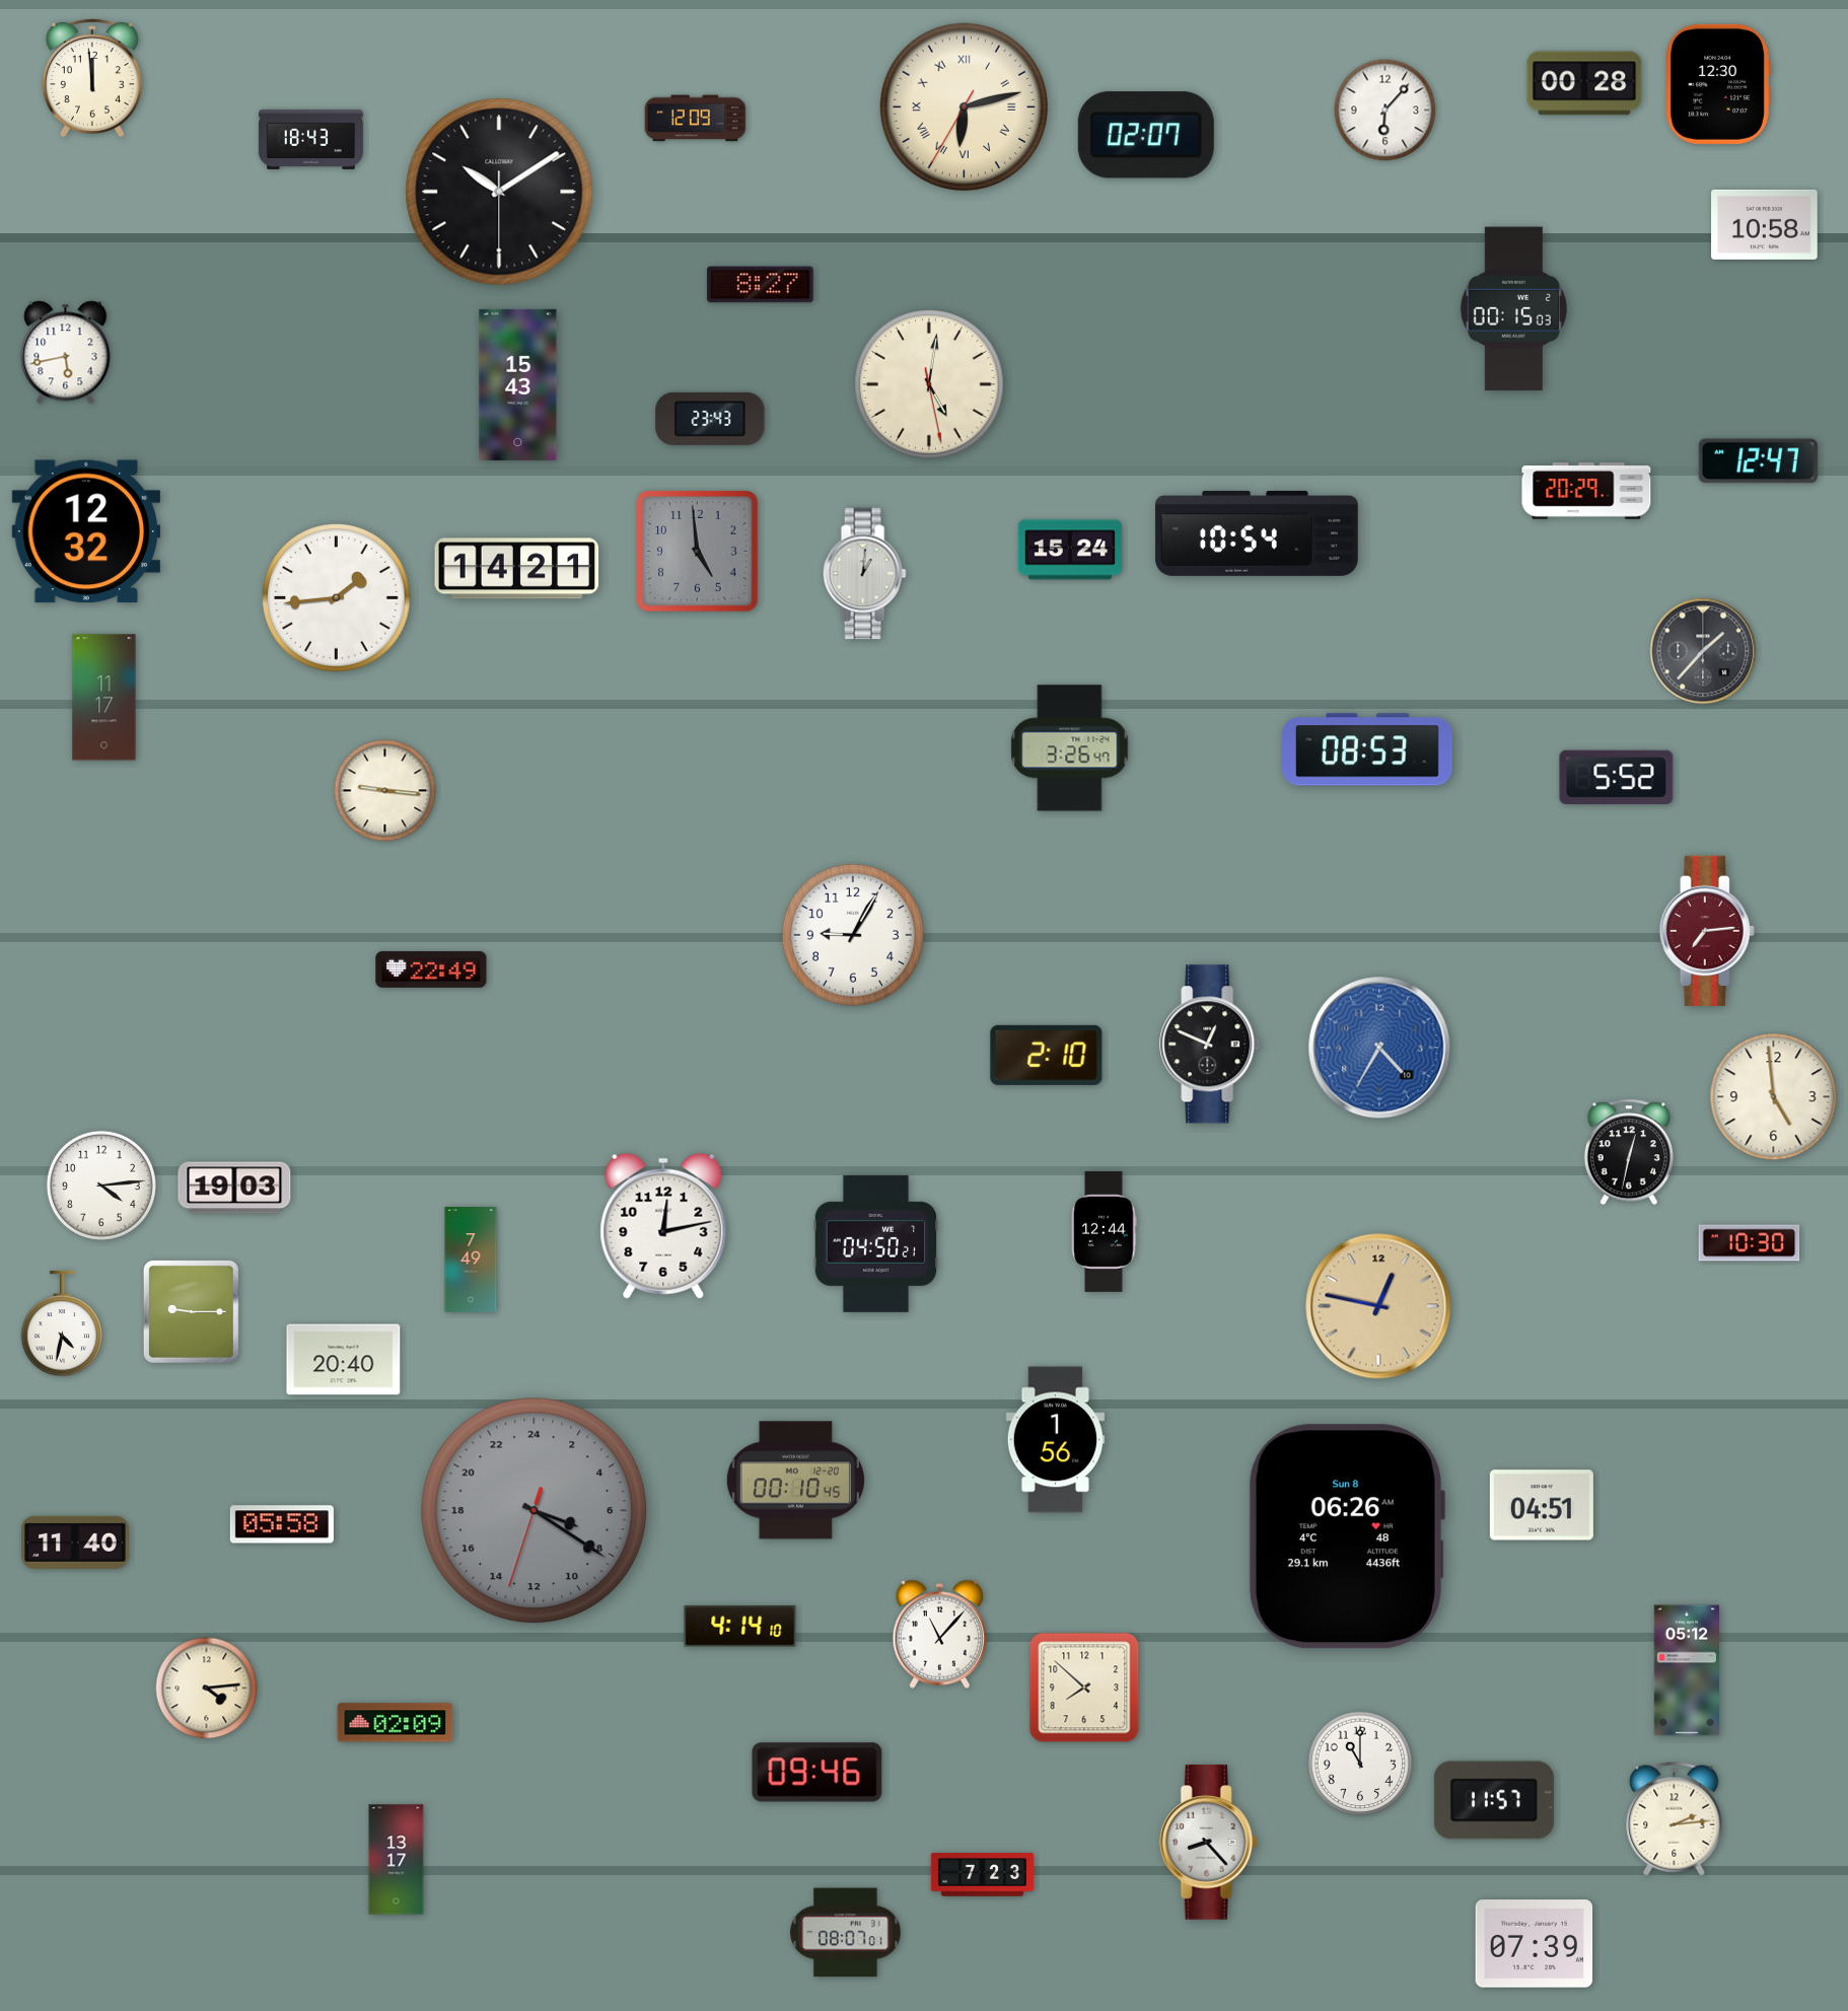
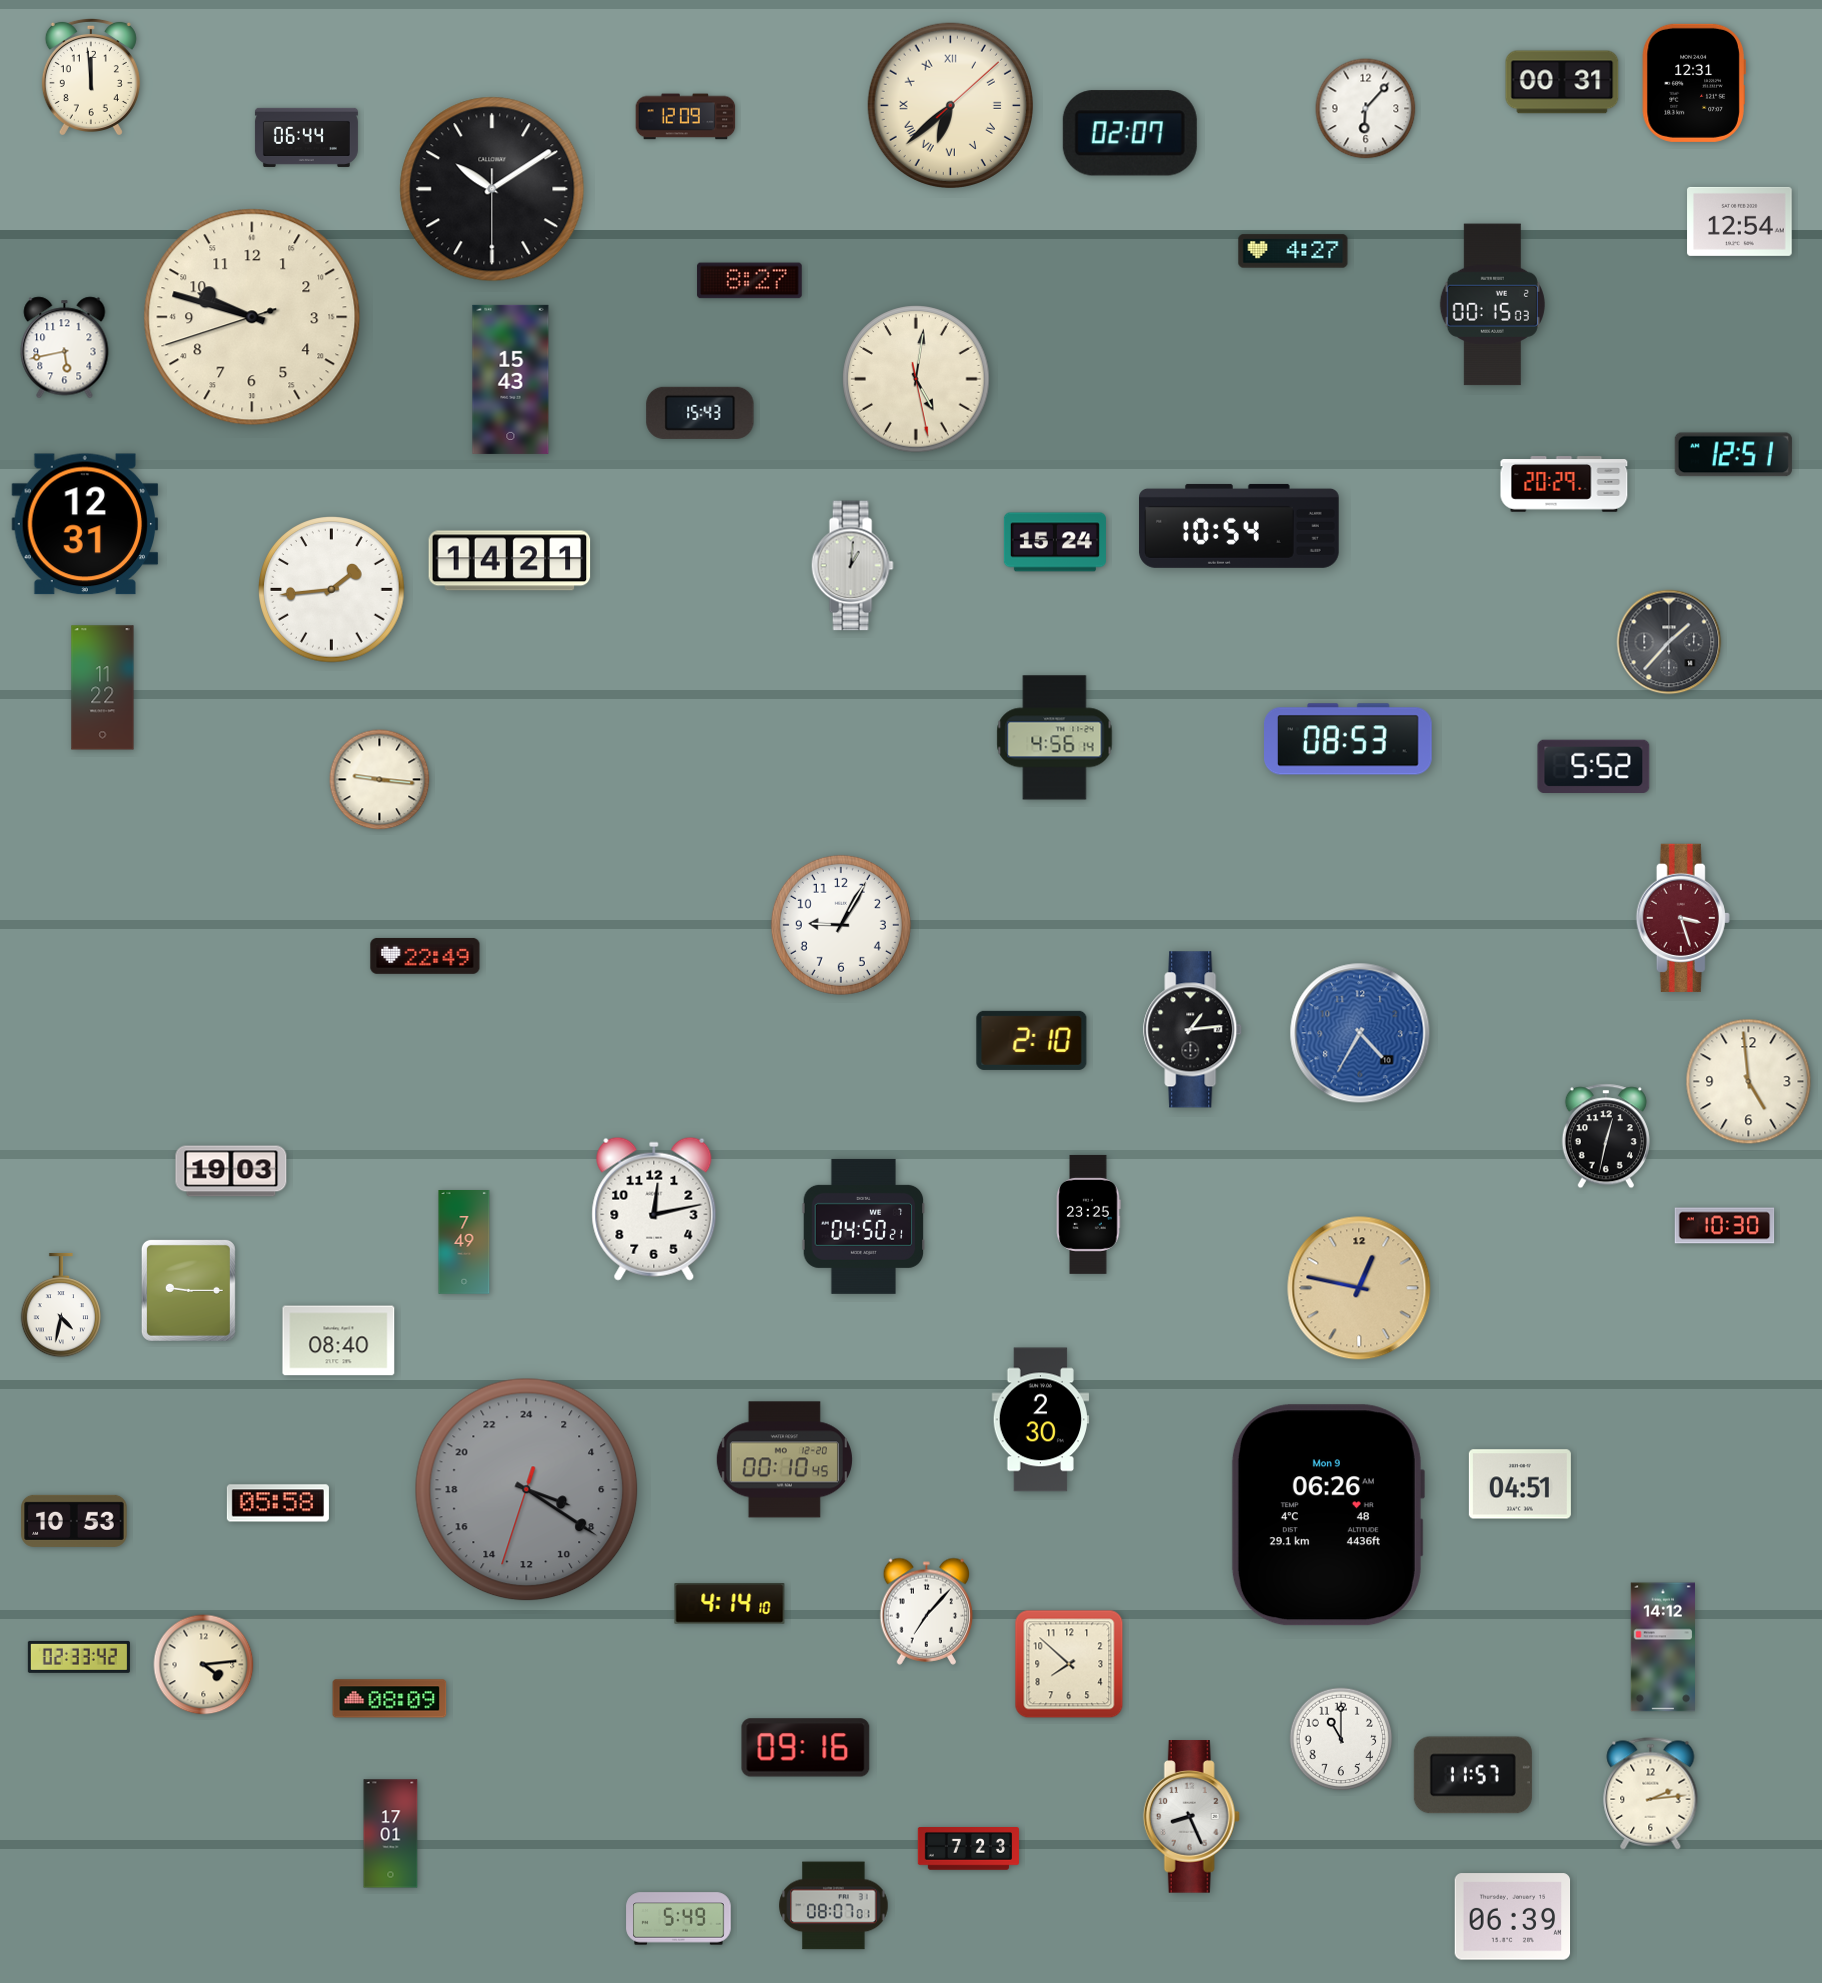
clock at (1584, 83): 00:28 -> 00:31
clock at (1718, 84): 12:30 -> 12:31
clock at (964, 106): 6:12 -> 6:38
clock at (310, 139): 18:43 -> 06:44
clock at (1765, 224): 10:58 -> 12:54
clock at (1293, 251): none -> 4:27
clock at (252, 317): none -> 9:47
clock at (710, 419): 23:43 -> 15:43
clock at (1758, 461): 12:47 -> 12:51
clock at (86, 531): 12:32 -> 12:31
clock at (698, 552): 4:59 -> none
clock at (1703, 651) position: (1703, 651) -> (1669, 642)
clock at (104, 698): 11:17 -> 11:22
clock at (1070, 748): 3:26 -> 4:56
clock at (1707, 931): 7:14 -> 3:27
clock at (853, 935) position: (853, 935) -> (841, 925)
clock at (1210, 1045): 12:49 -> 1:14
clock at (101, 1186): 4:14 -> none
clock at (1105, 1231): 12:44 -> 23:25
clock at (191, 1311) position: (191, 1311) -> (188, 1290)
clock at (344, 1360): 20:40 -> 08:40
clock at (1056, 1440): 1:56 -> 2:30
clock at (1346, 1536) date: Sun 8 -> Mon 9
clock at (75, 1542): 11:40 -> 10:53
clock at (939, 1634): 11:07 -> 7:07
clock at (1686, 1670): 05:12 -> 14:12
clock at (79, 1657): none -> 02:33
clock at (396, 1723): 02:09 -> 08:09
clock at (818, 1773): 09:46 -> 09:16
clock at (1208, 1843): 8:23 -> 8:26
clock at (397, 1860): 13:17 -> 17:01
clock at (1535, 1944): 07:39 -> 06:39
clock at (679, 1919): none -> 5:49
